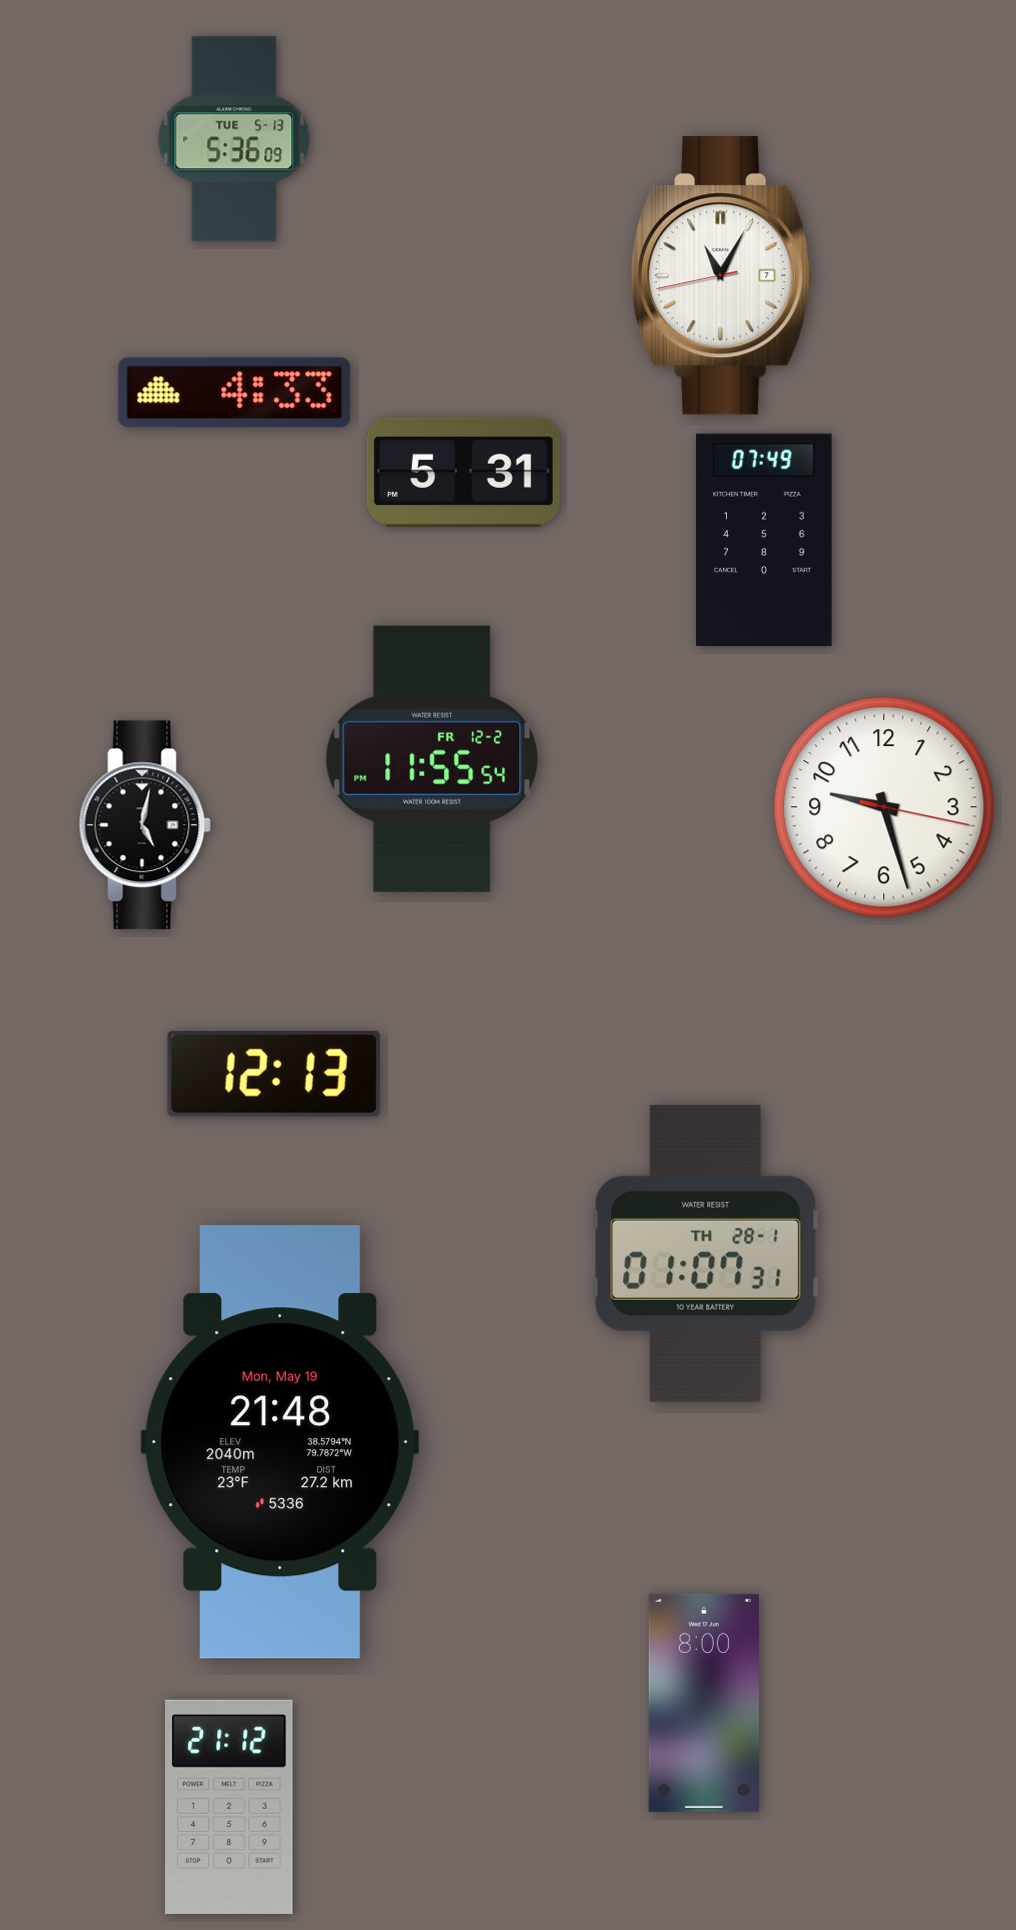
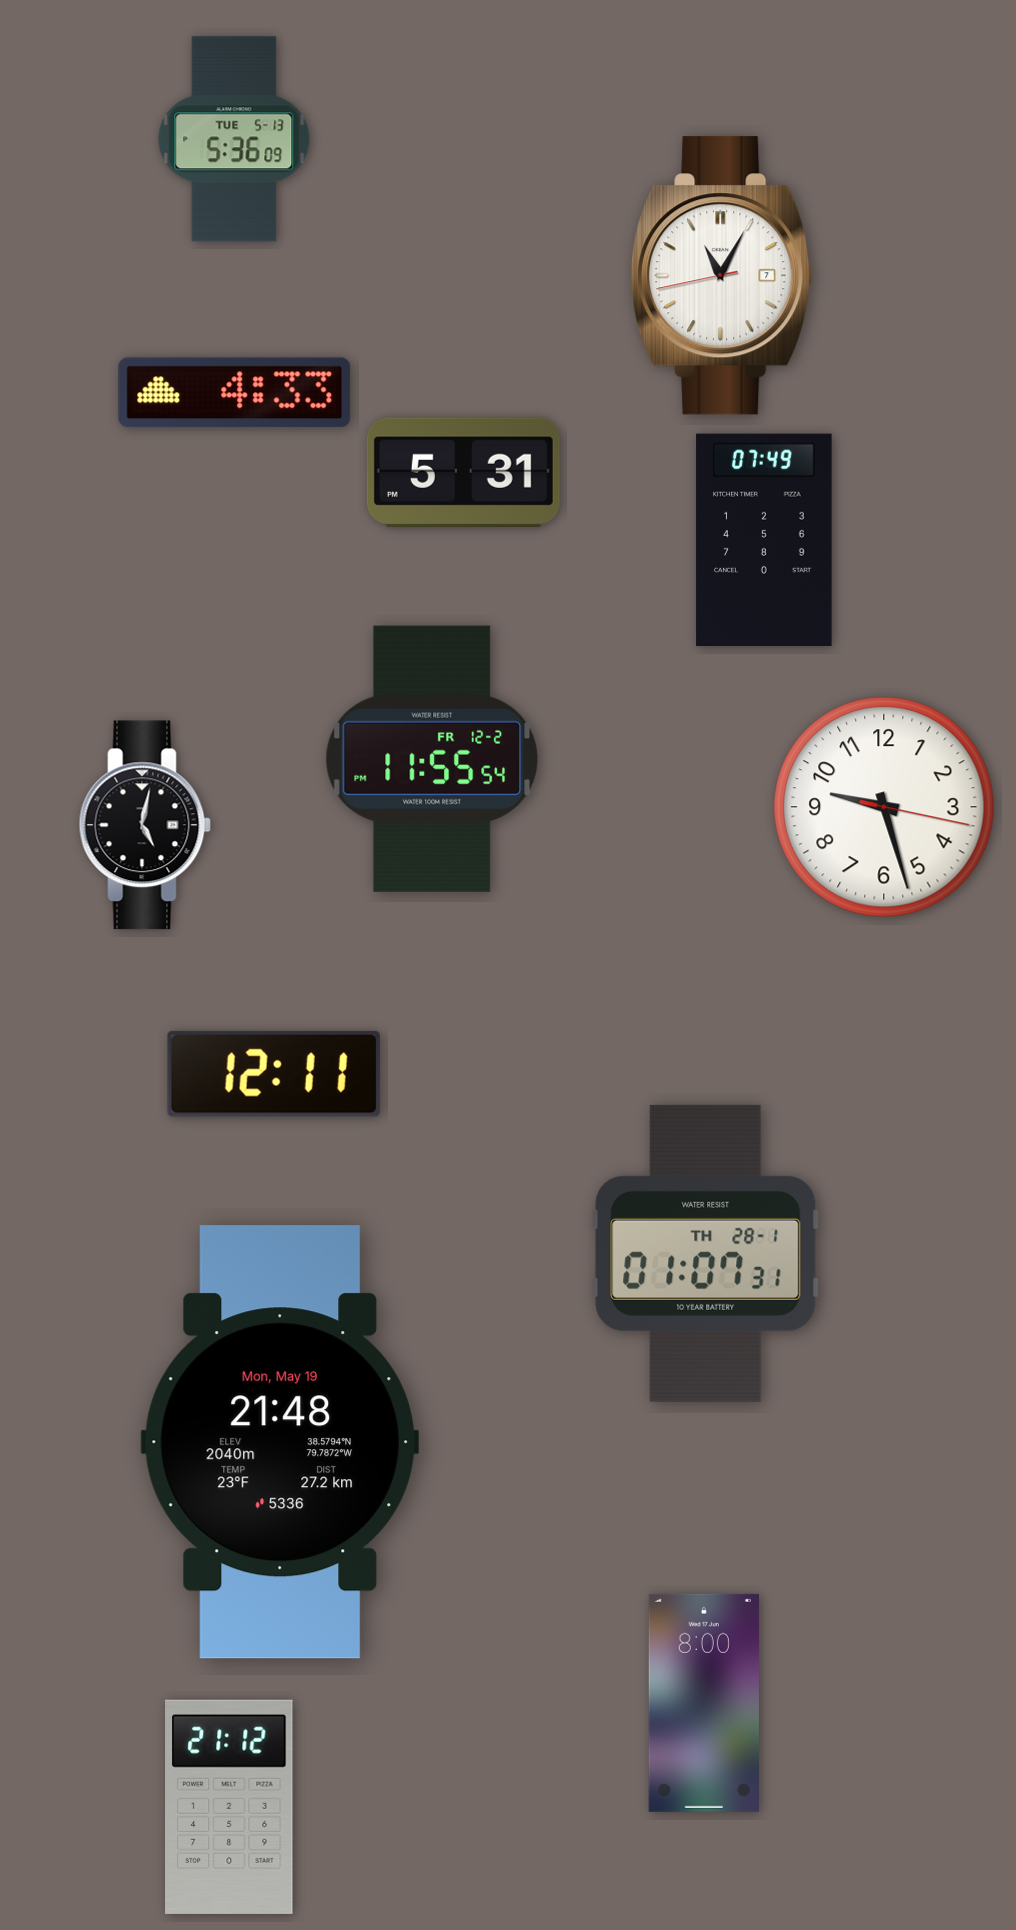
clock at (274, 1074): 12:13 -> 12:11
